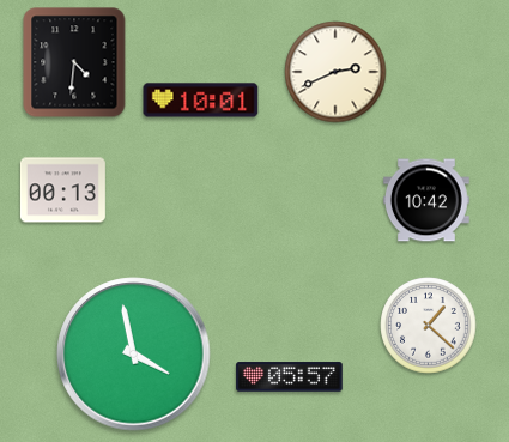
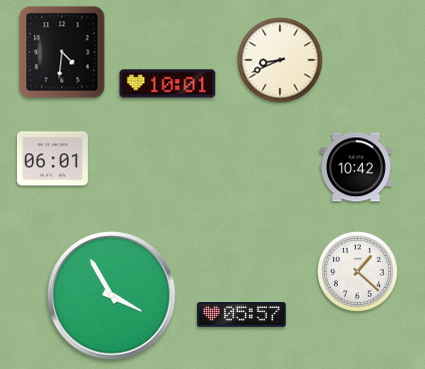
clock at (335, 72): 2:41 -> 8:41
clock at (62, 190): 00:13 -> 06:01
clock at (134, 355): 3:58 -> 3:55
